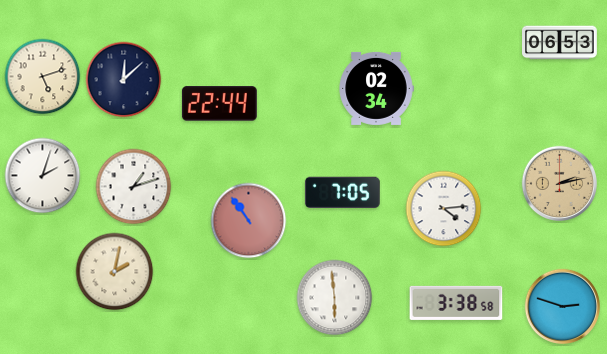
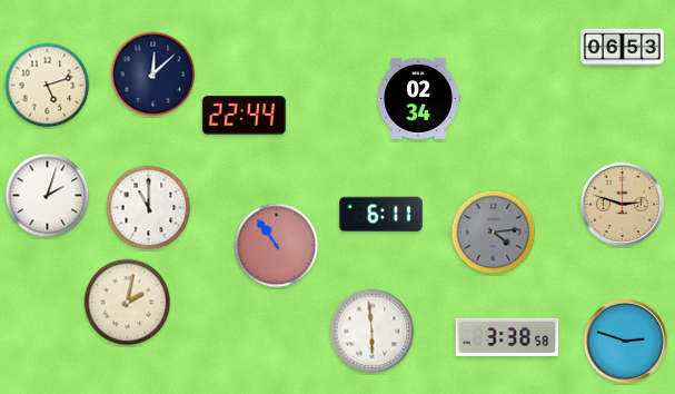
clock at (124, 80) position: (124, 80) -> (153, 75)
clock at (560, 184): 2:13 -> 2:48
clock at (134, 187): 1:12 -> 11:00
clock at (342, 192): 7:05 -> 6:11
clock at (444, 209) dial: white -> grey
